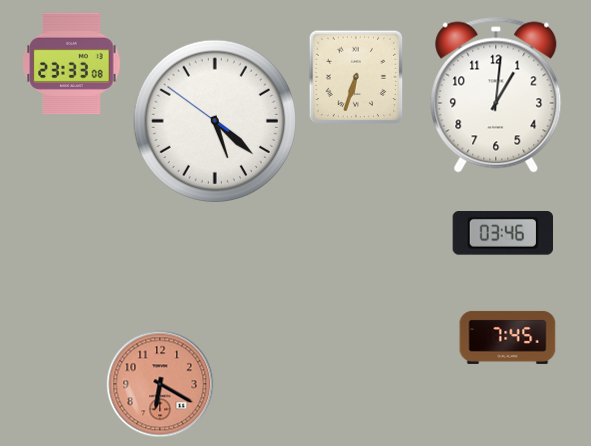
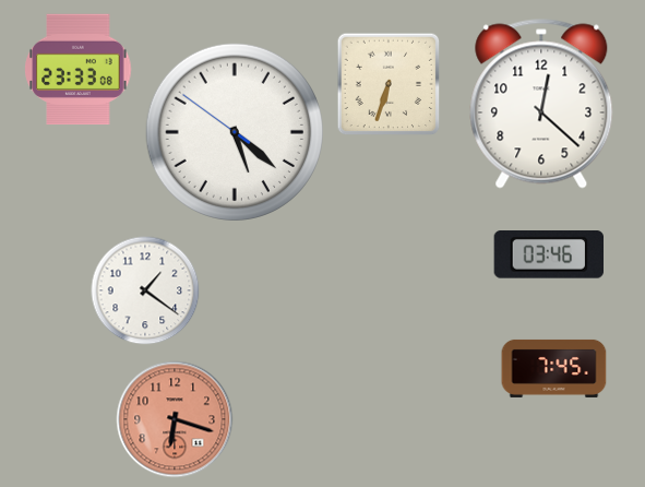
clock at (496, 95): 1:01 -> 12:22
clock at (145, 290): none -> 1:21
clock at (160, 384): 6:20 -> 6:18
